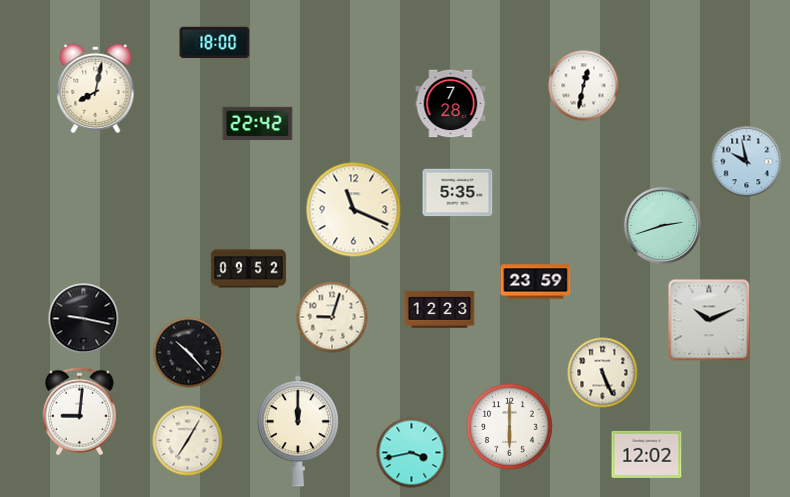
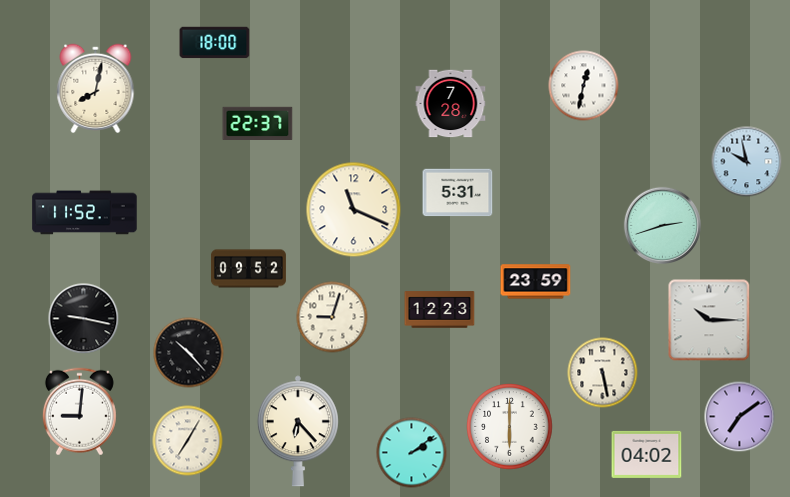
clock at (258, 123): 22:42 -> 22:37
clock at (458, 193): 5:35 -> 5:31
clock at (85, 213): none -> 11:52
clock at (709, 320): 10:11 -> 10:15
clock at (603, 373): 5:26 -> 5:28
clock at (740, 417): none -> 7:09
clock at (298, 431): 12:00 -> 6:23
clock at (412, 453): 3:43 -> 2:09
clock at (647, 454): 12:02 -> 04:02
